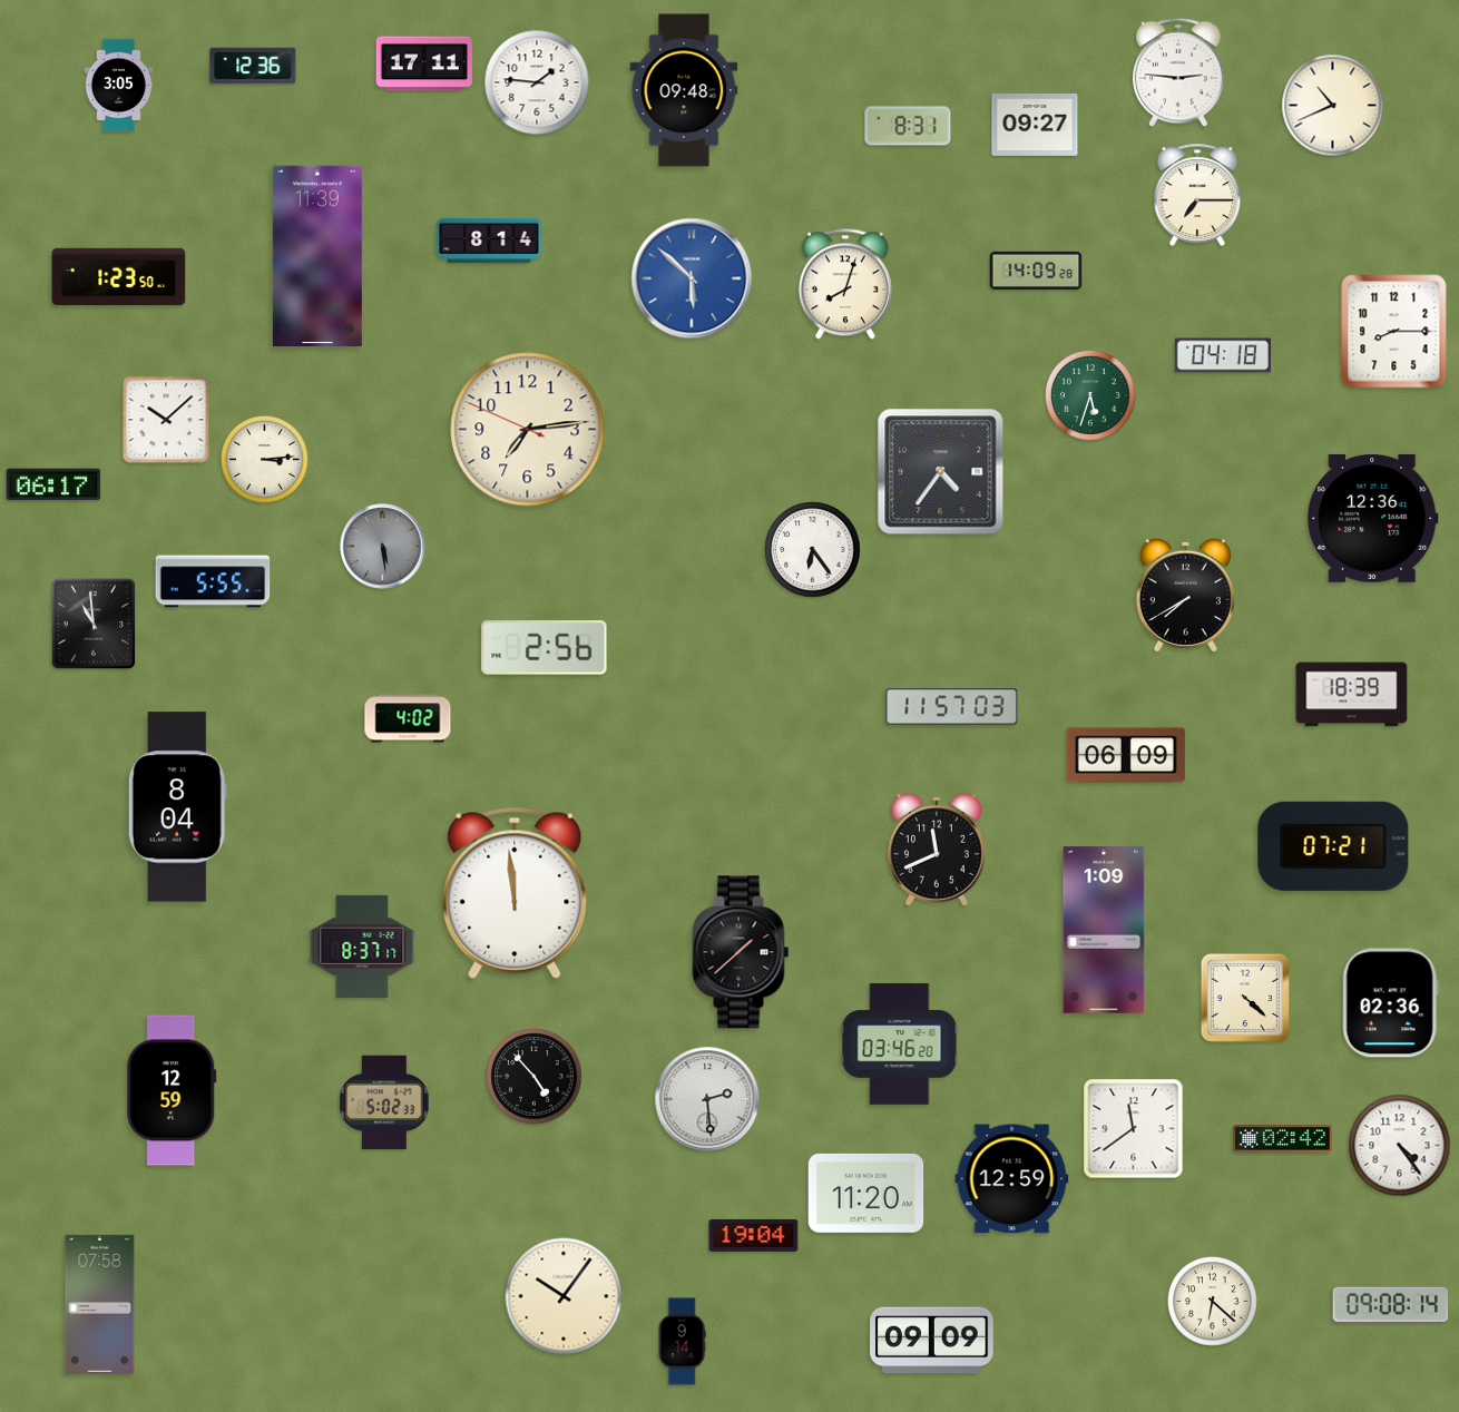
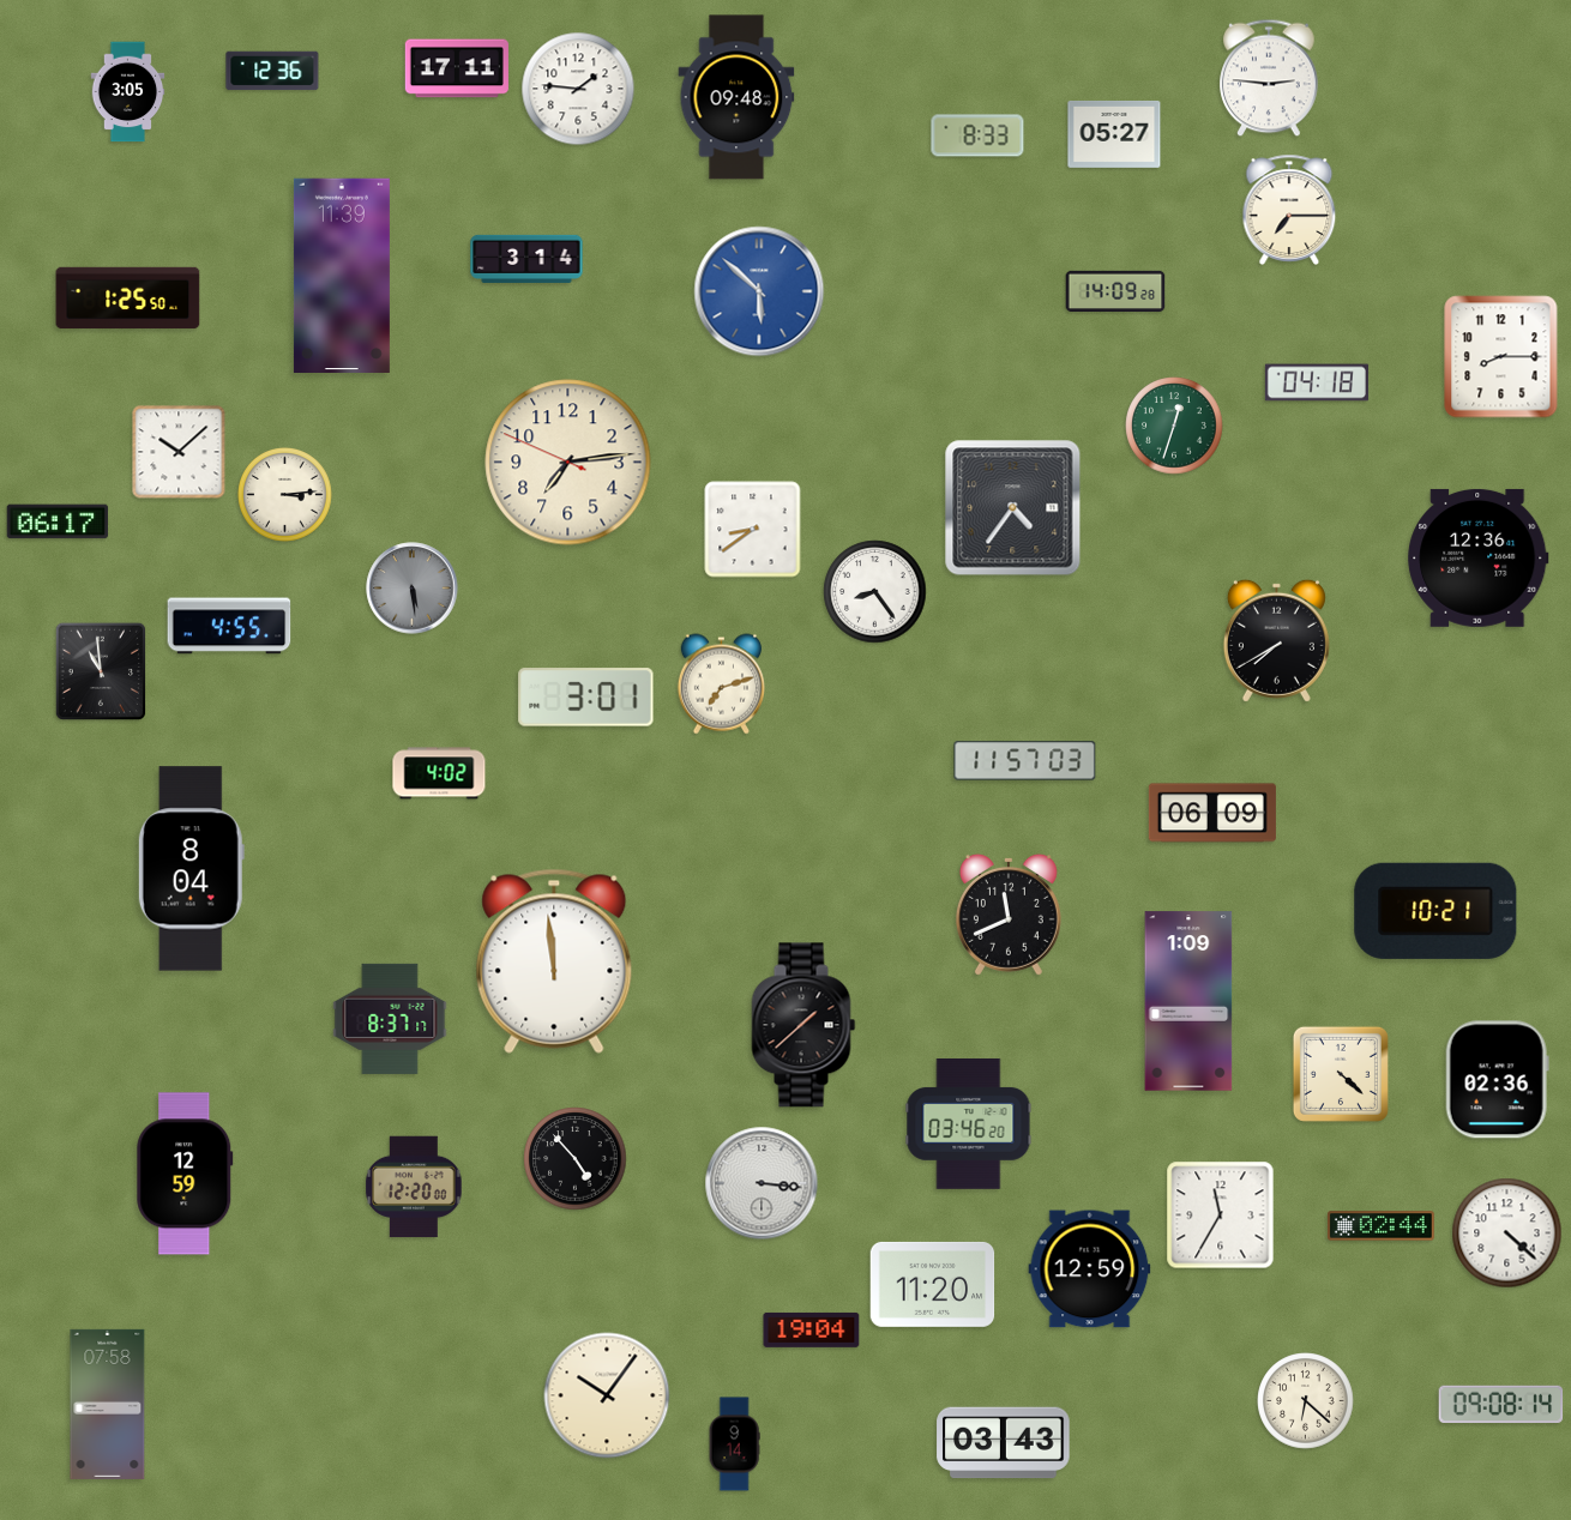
clock at (1333, 106): 10:41 -> none
clock at (1035, 125): 09:27 -> 05:27
clock at (908, 126): 8:31 -> 8:33
clock at (489, 241): 8:14 -> 3:14
clock at (119, 277): 1:23 -> 1:25
clock at (692, 278) position: (692, 278) -> (759, 291)
clock at (845, 284): 8:03 -> none
clock at (1090, 395): 5:33 -> 12:33
clock at (753, 530): none -> 8:39
clock at (813, 550): 6:24 -> 8:24
clock at (213, 581): 5:55 -> 4:55
clock at (721, 684): none -> 7:12
clock at (545, 648): 2:56 -> 3:01
clock at (1352, 695): 18:39 -> none
clock at (1333, 846): 07:21 -> 10:21
clock at (741, 952) position: (741, 952) -> (803, 1025)
clock at (707, 1099): 2:29 -> 3:16
clock at (384, 1102): 5:02 -> 12:20
clock at (1134, 1129): 11:39 -> 11:35
clock at (1282, 1139): 02:42 -> 02:44
clock at (1400, 1146): 4:24 -> 4:22
clock at (1391, 1304) position: (1391, 1304) -> (1501, 1404)
clock at (932, 1341): 09:09 -> 03:43
